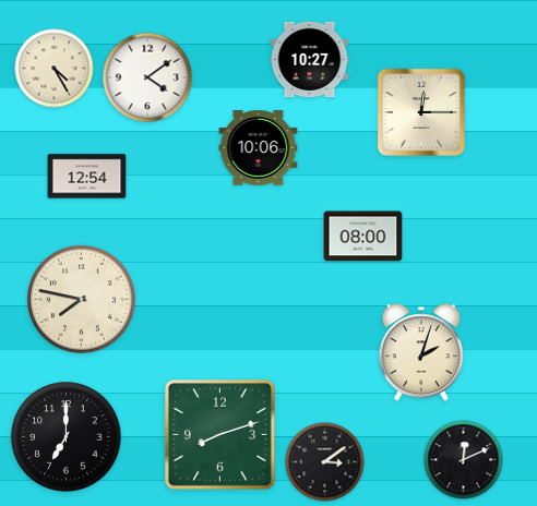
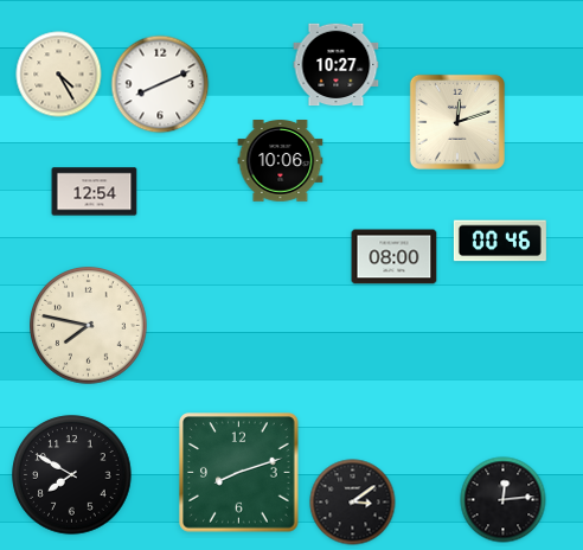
clock at (147, 77): 4:09 -> 8:11
clock at (421, 112): 12:15 -> 12:12
clock at (500, 241): none -> 00:46
clock at (421, 352): 2:03 -> none
clock at (67, 437): 7:00 -> 7:50
clock at (464, 460): 12:11 -> 12:14
